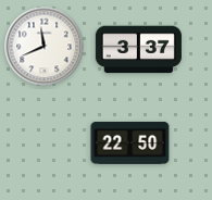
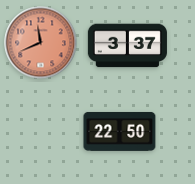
clock at (45, 47) dial: white -> salmon
